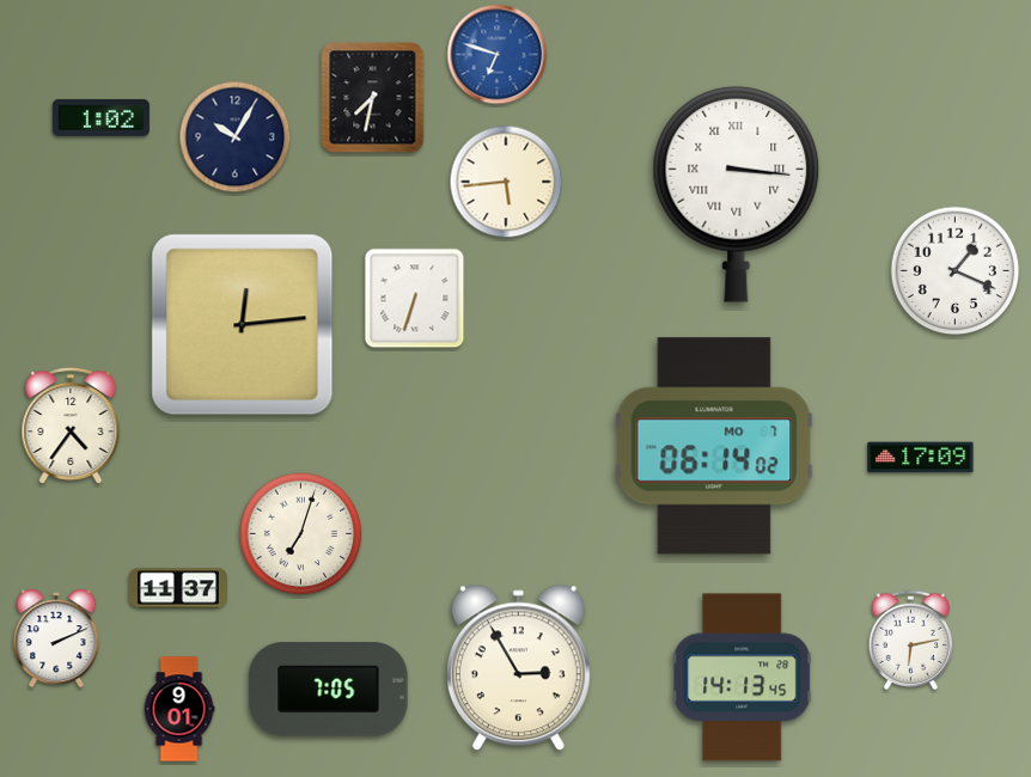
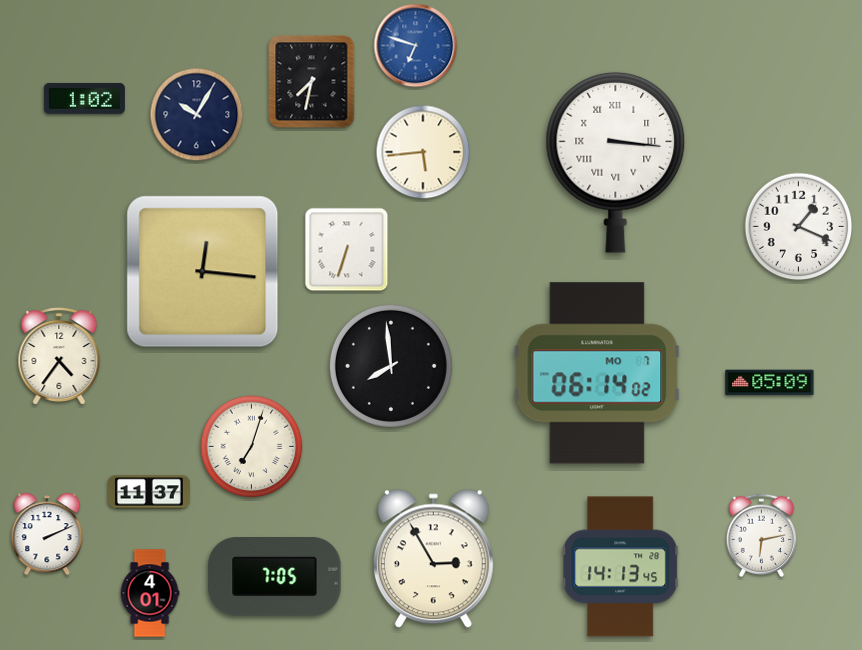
clock at (243, 325): 12:14 -> 12:16
clock at (391, 366): none -> 7:59
clock at (921, 458): 17:09 -> 05:09
clock at (179, 709): 9:01 -> 4:01
